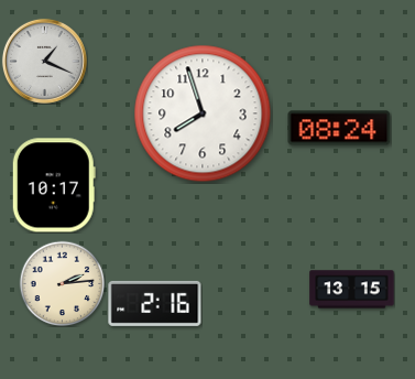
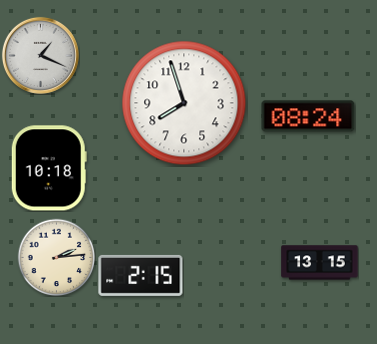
clock at (54, 185): 10:17 -> 10:18
clock at (155, 303): 2:16 -> 2:15
